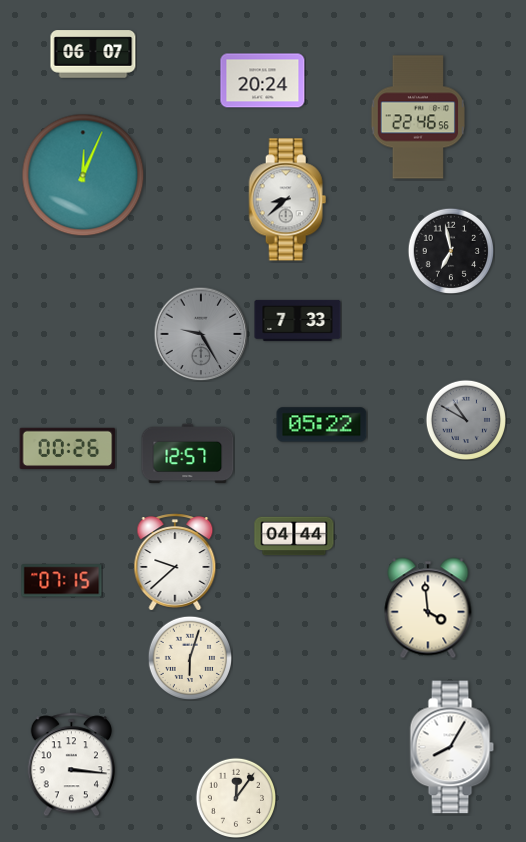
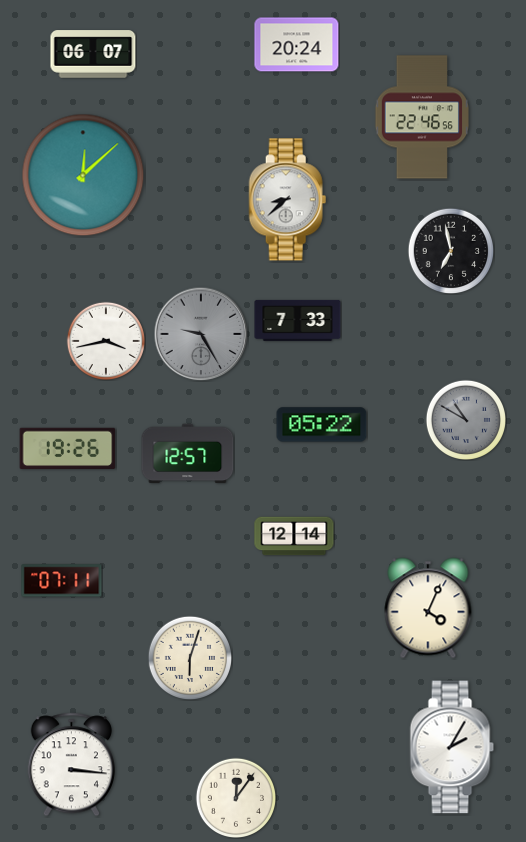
clock at (263, 81) position: (263, 81) -> (297, 45)
clock at (417, 117) position: (417, 117) -> (421, 117)
clock at (83, 175): 12:04 -> 12:08
clock at (105, 340): none -> 3:43
clock at (68, 448): 00:26 -> 19:26
clock at (294, 536): 04:44 -> 12:14
clock at (175, 562): 9:38 -> none
clock at (62, 581): 07:15 -> 07:11
clock at (428, 608): 3:59 -> 4:04
clock at (452, 747): 8:05 -> 2:05
